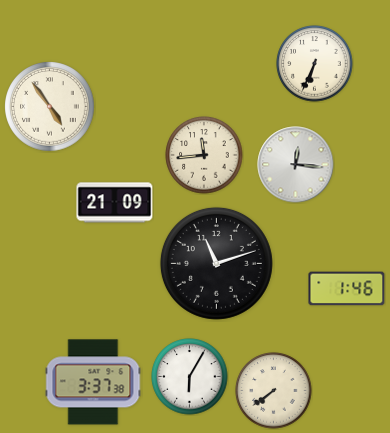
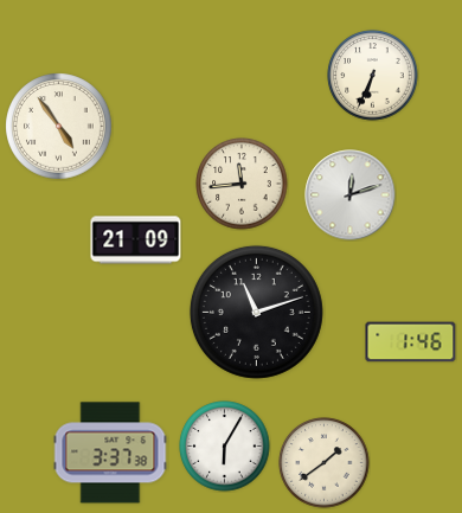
clock at (296, 165): 12:16 -> 12:12
clock at (274, 391): 7:39 -> 1:39
